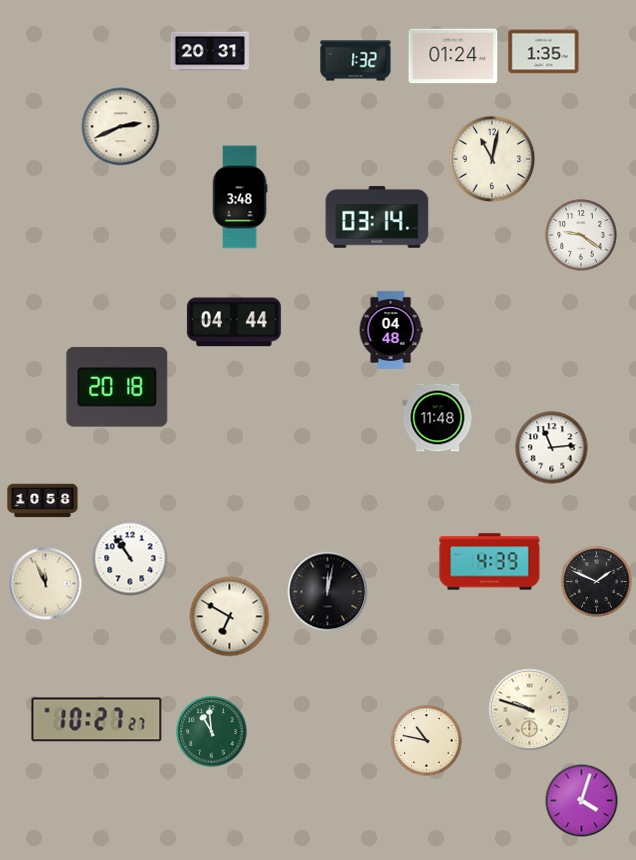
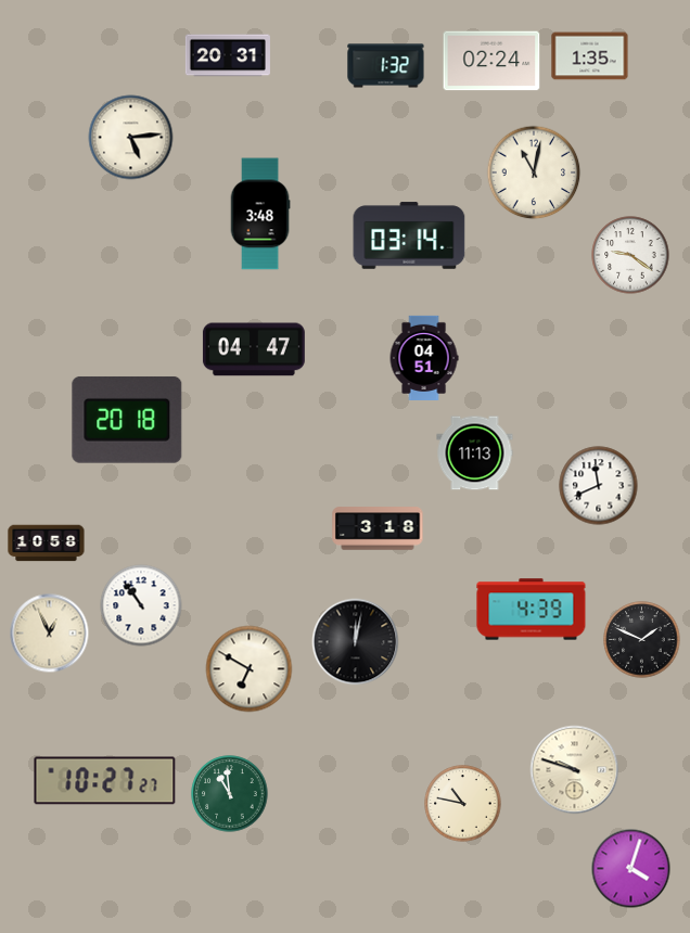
clock at (453, 56): 01:24 -> 02:24
clock at (121, 127): 2:41 -> 5:14
clock at (234, 322): 04:44 -> 04:47
clock at (391, 330): 04:48 -> 04:51
clock at (438, 418): 11:48 -> 11:13
clock at (552, 448): 11:14 -> 11:41
clock at (378, 528): none -> 3:18
clock at (597, 582) position: (597, 582) -> (642, 640)
clock at (46, 584): 11:56 -> 12:56
